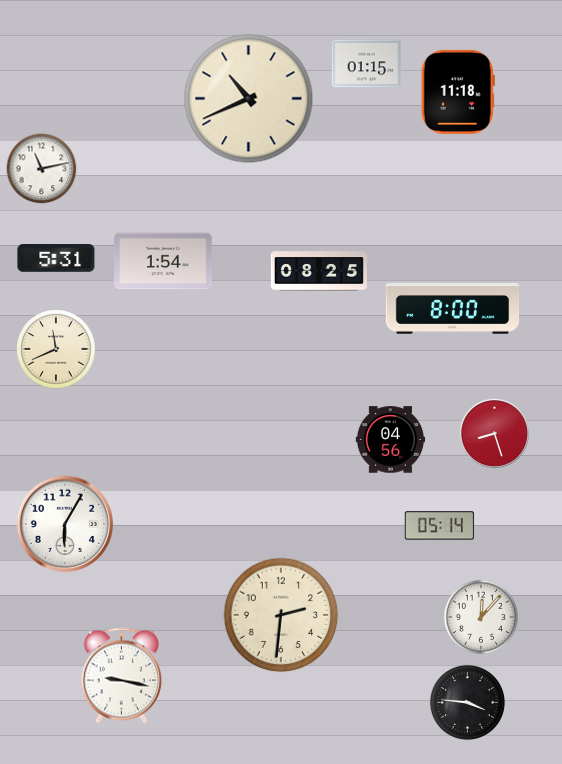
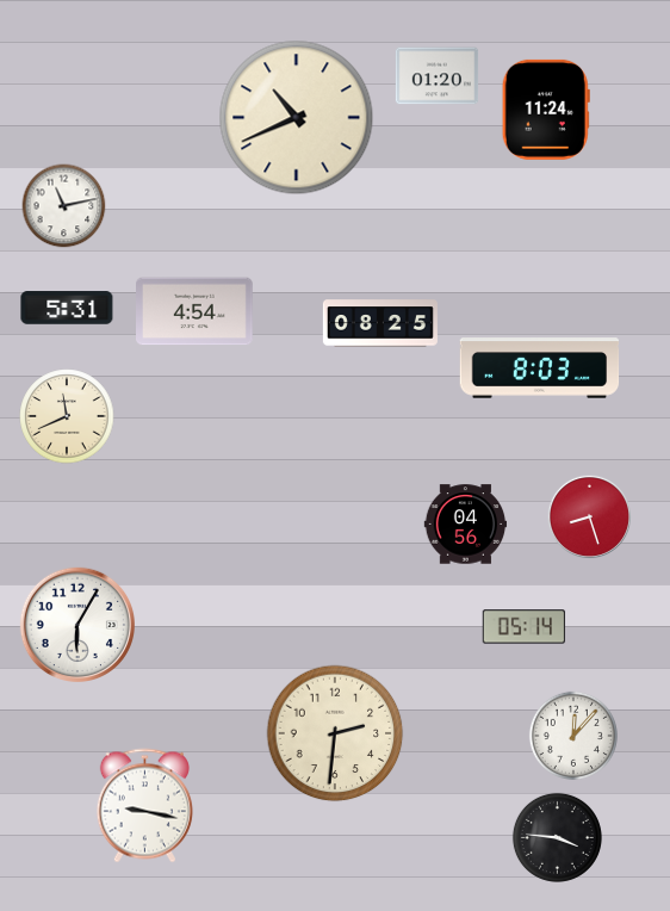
clock at (367, 64): 01:15 -> 01:20
clock at (458, 92): 11:18 -> 11:24
clock at (42, 169) position: (42, 169) -> (64, 206)
clock at (164, 261): 1:54 -> 4:54
clock at (453, 309): 8:00 -> 8:03
